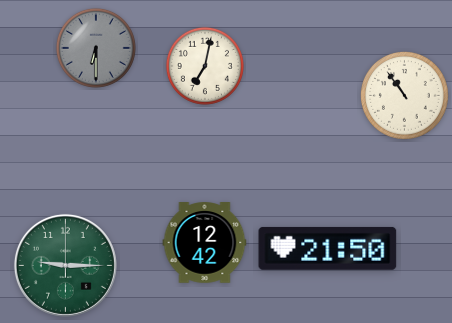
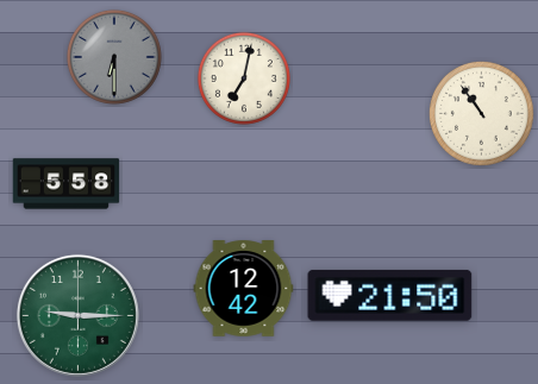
clock at (67, 184): none -> 5:58
